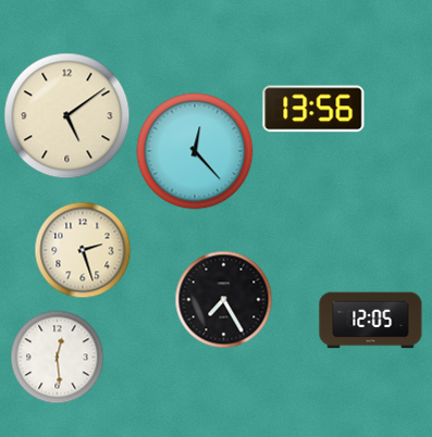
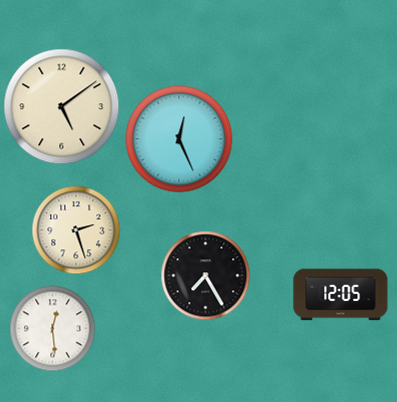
clock at (313, 109): 13:56 -> none
clock at (195, 151): 12:23 -> 12:26
